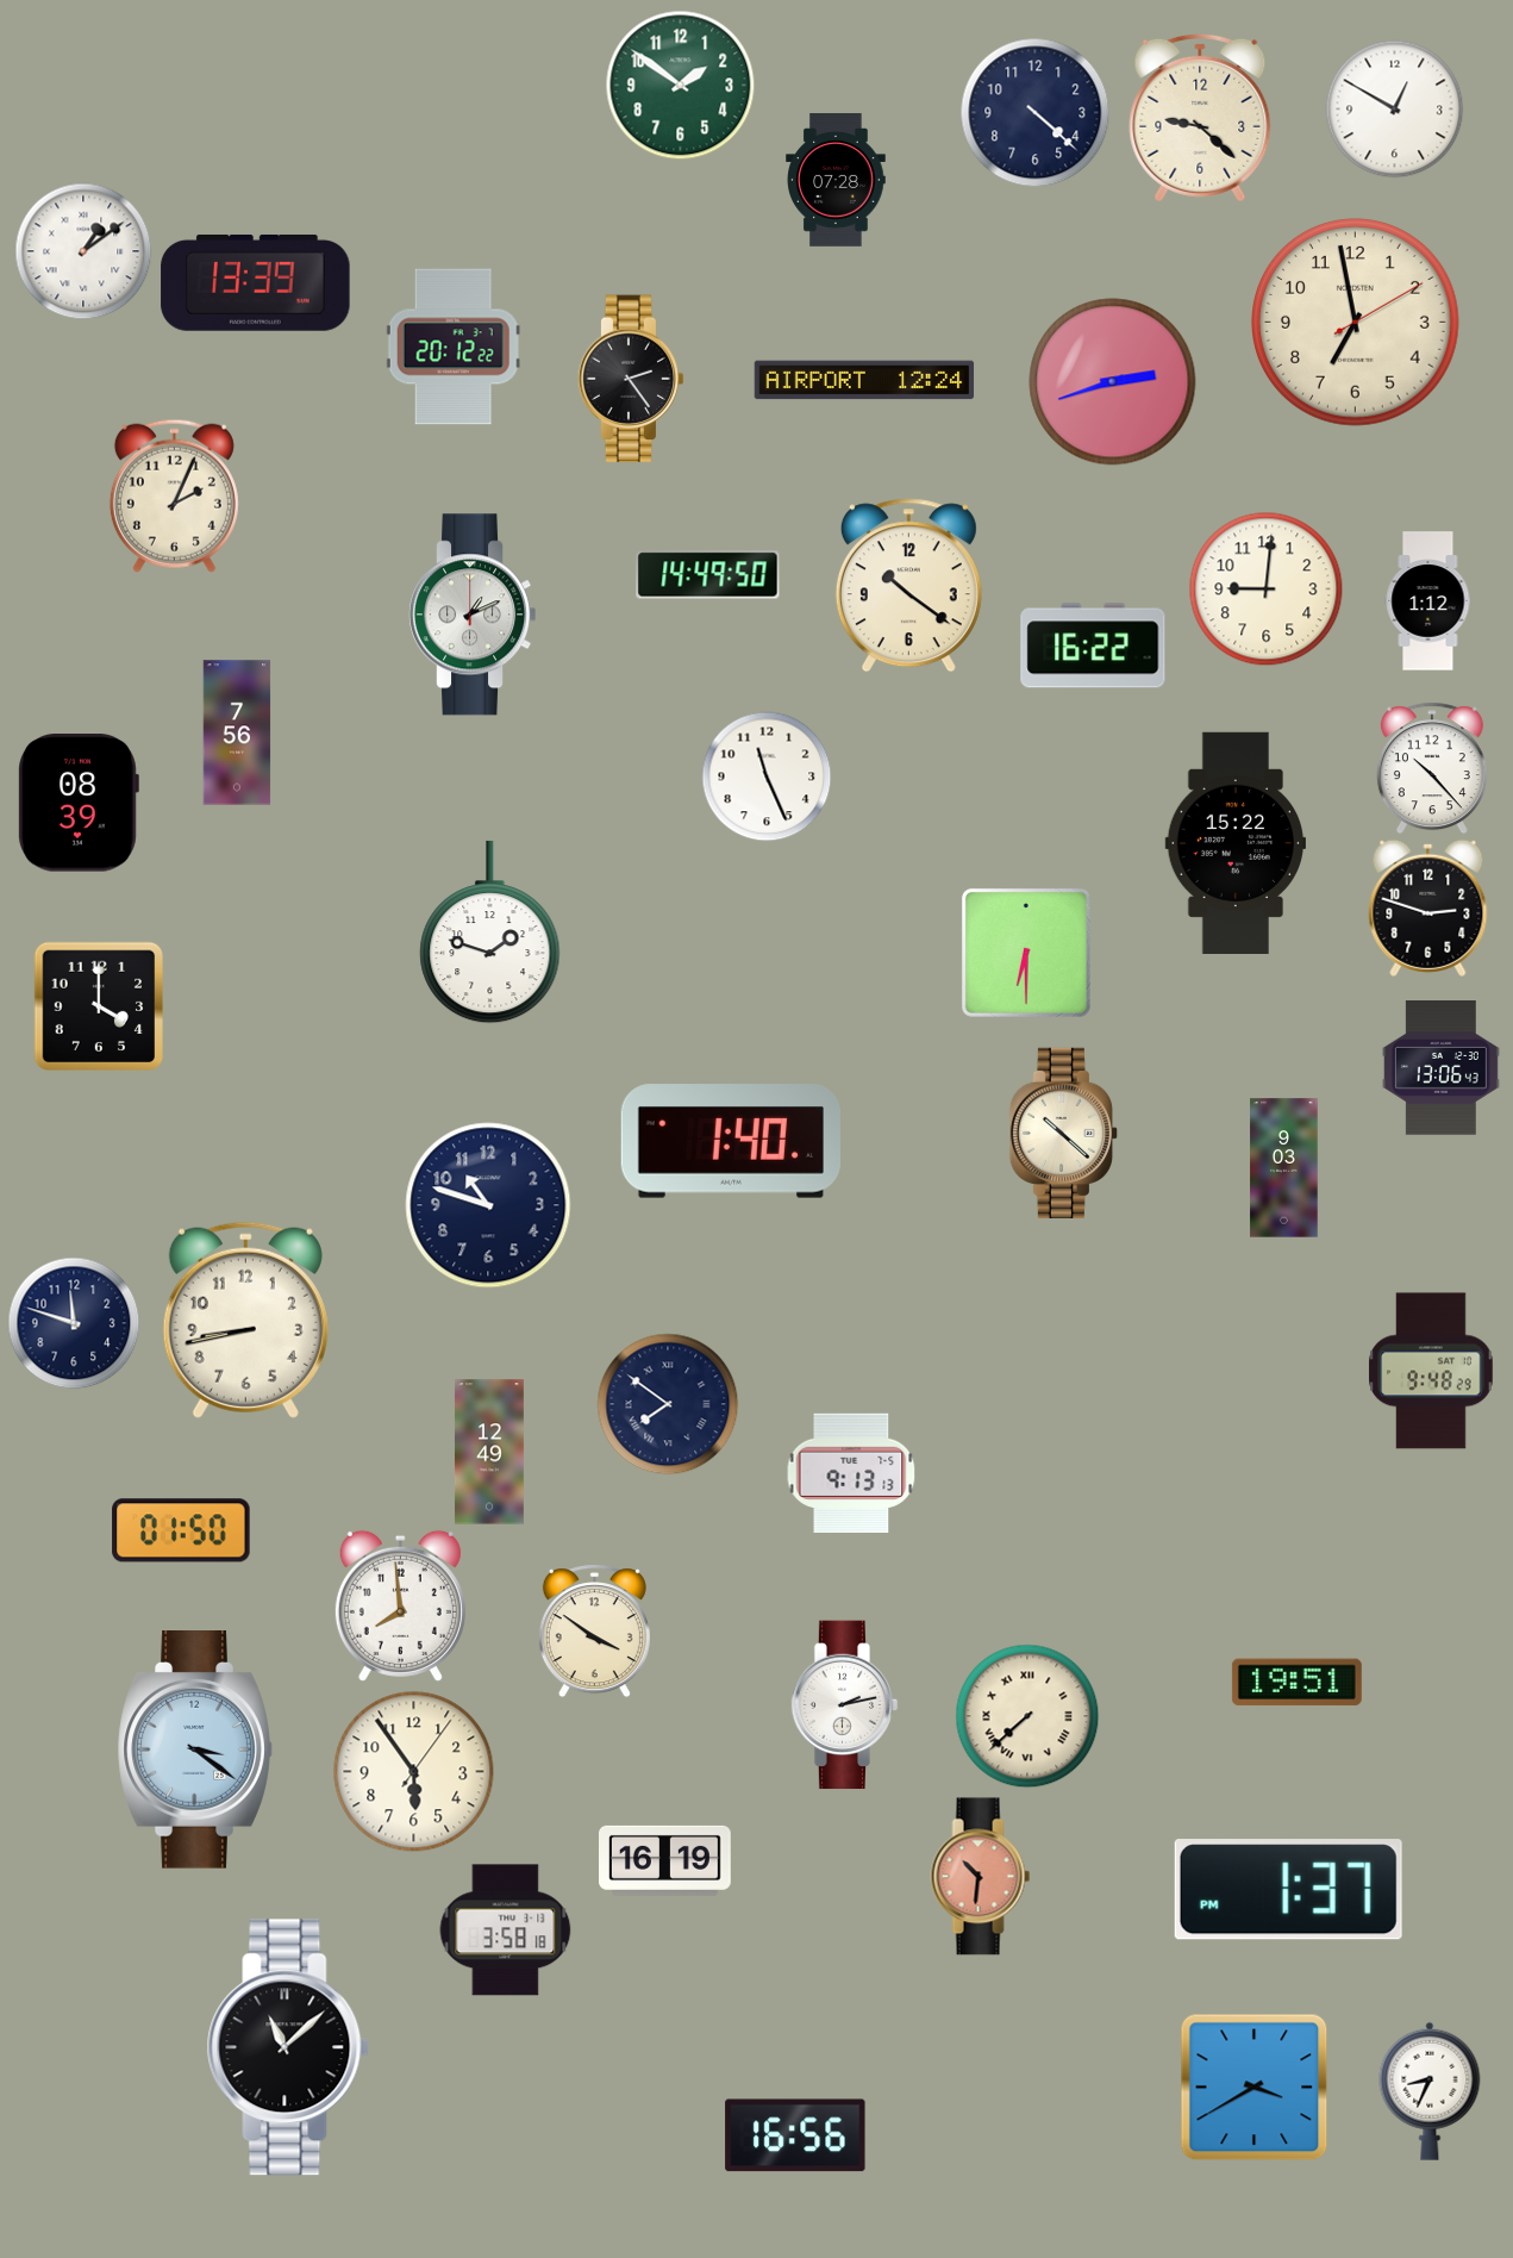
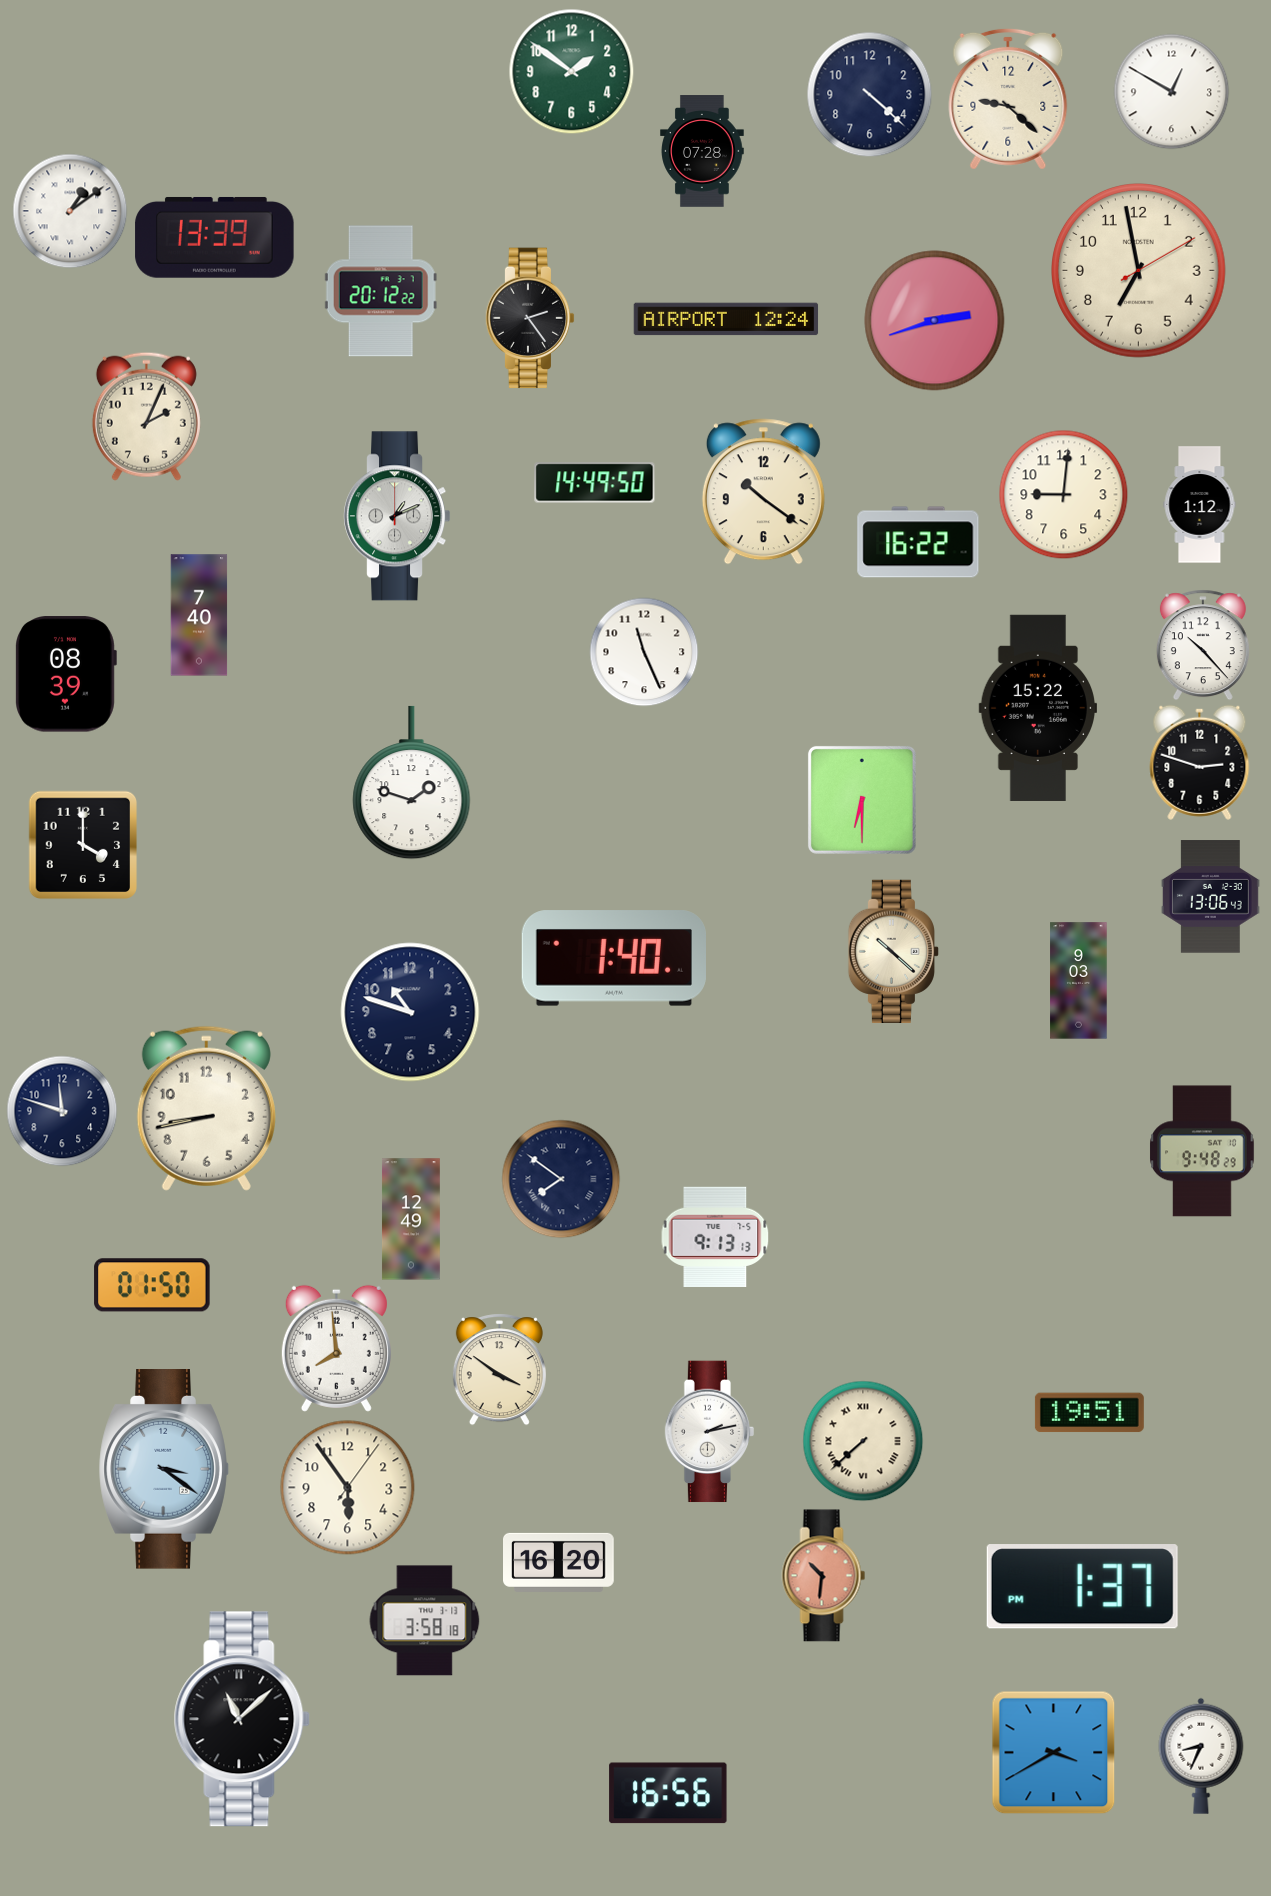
clock at (237, 732): 7:56 -> 7:40
clock at (665, 1860): 16:19 -> 16:20
